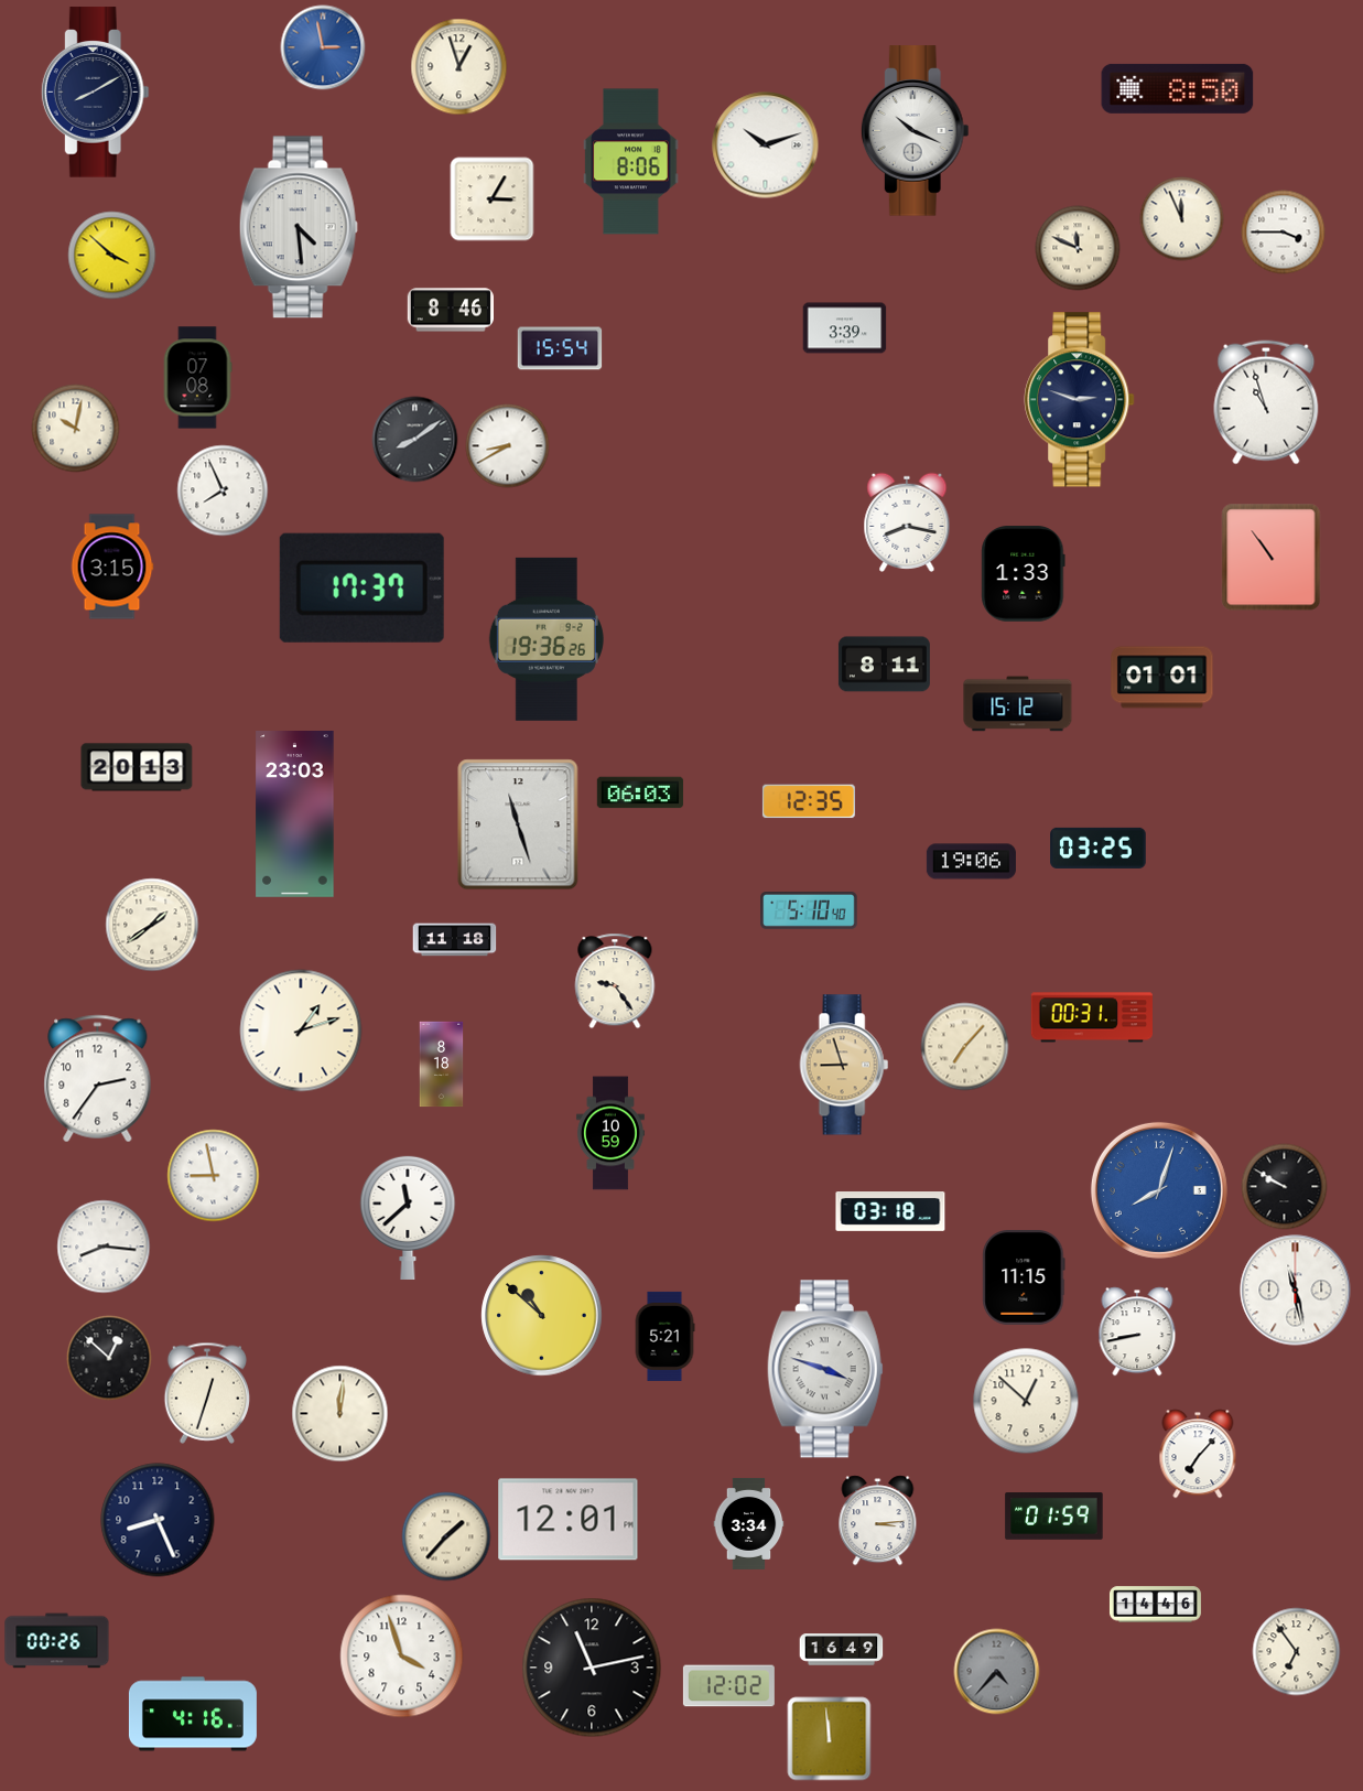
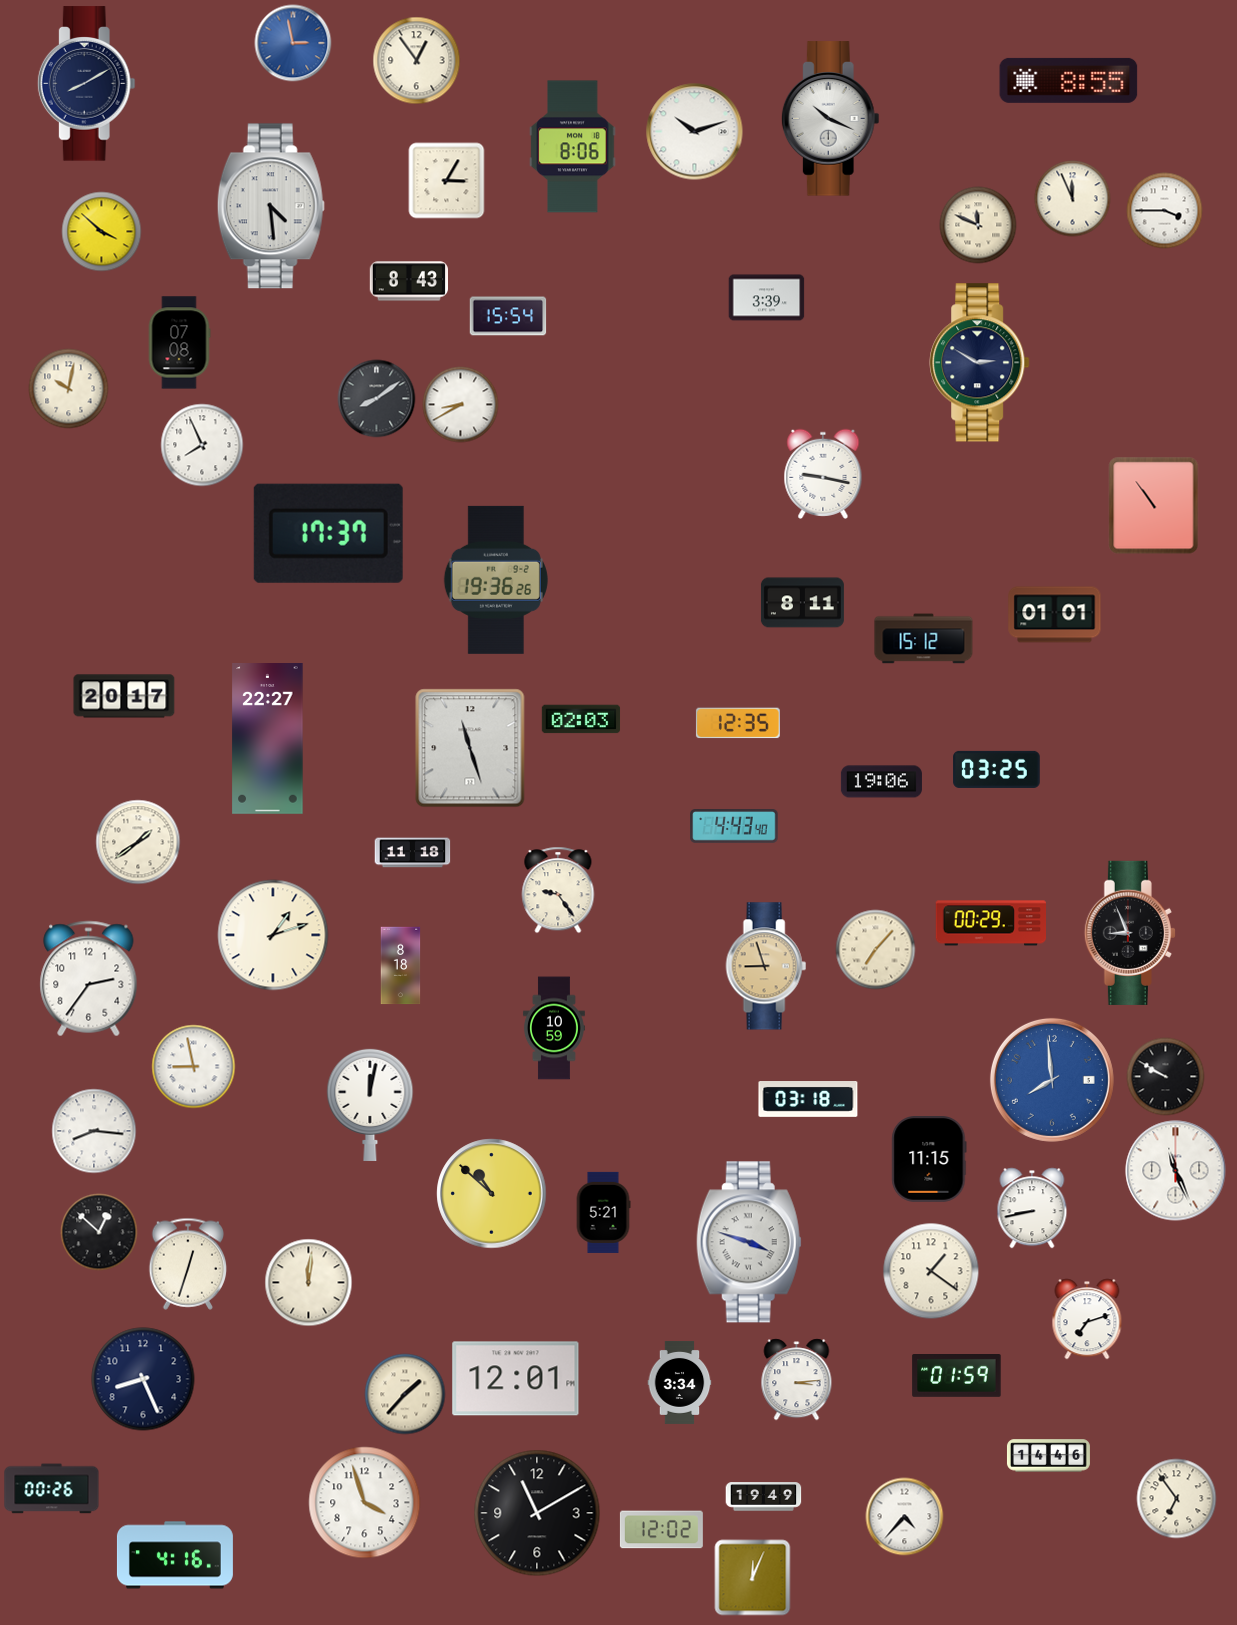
clock at (459, 67): 12:57 -> 12:54
clock at (1178, 88): 8:50 -> 8:55
clock at (450, 310): 8:46 -> 8:43
clock at (1080, 400): 2:48 -> 2:50
clock at (1266, 402): 10:57 -> none
clock at (907, 522): 8:17 -> 9:17
clock at (112, 567): 3:15 -> none
clock at (1024, 574): 1:33 -> none
clock at (137, 767): 20:13 -> 20:17
clock at (640, 792): 06:03 -> 02:03
clock at (809, 801) position: (809, 801) -> (738, 723)
clock at (295, 814): 23:03 -> 22:27
clock at (809, 911): 5:10 -> 4:43
clock at (152, 925) position: (152, 925) -> (138, 842)
clock at (1091, 1017): 00:31 -> 00:29
clock at (1130, 933): none -> 8:56
clock at (1159, 1190): 8:03 -> 7:59
clock at (408, 1217): 11:38 -> 12:02
clock at (1296, 1291): 11:28 -> 11:26
clock at (1026, 1401): 12:52 -> 1:21
clock at (1198, 1454): 7:07 -> 7:12
clock at (842, 1650): 16:49 -> 19:49
clock at (592, 1668): 11:13 -> 11:10
clock at (997, 1672) dial: grey -> white
clock at (830, 1739): 11:59 -> 12:04
